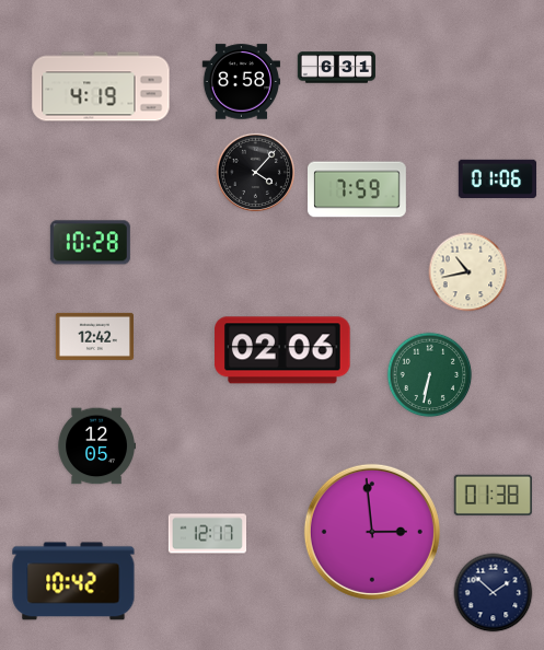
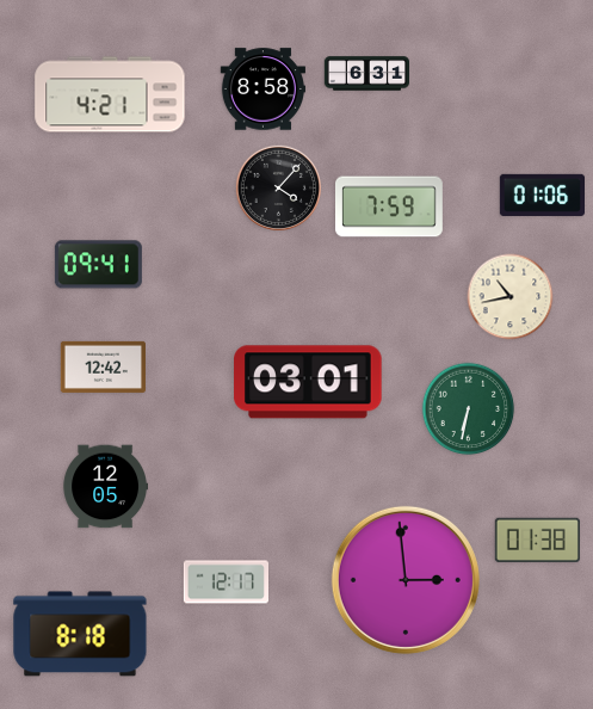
clock at (101, 86): 4:19 -> 4:21
clock at (90, 243): 10:28 -> 09:41
clock at (282, 350): 02:06 -> 03:01
clock at (73, 581): 10:42 -> 8:18
clock at (494, 593): 1:52 -> none
